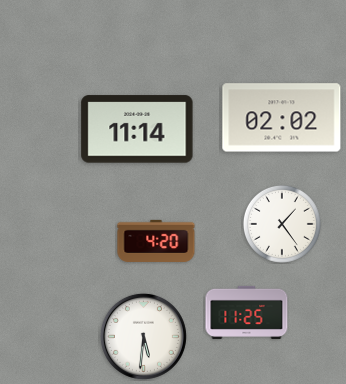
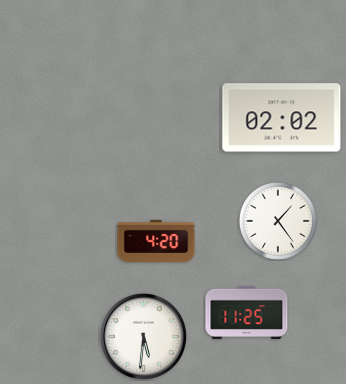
clock at (137, 129): 11:14 -> none
clock at (282, 224) position: (282, 224) -> (278, 221)
